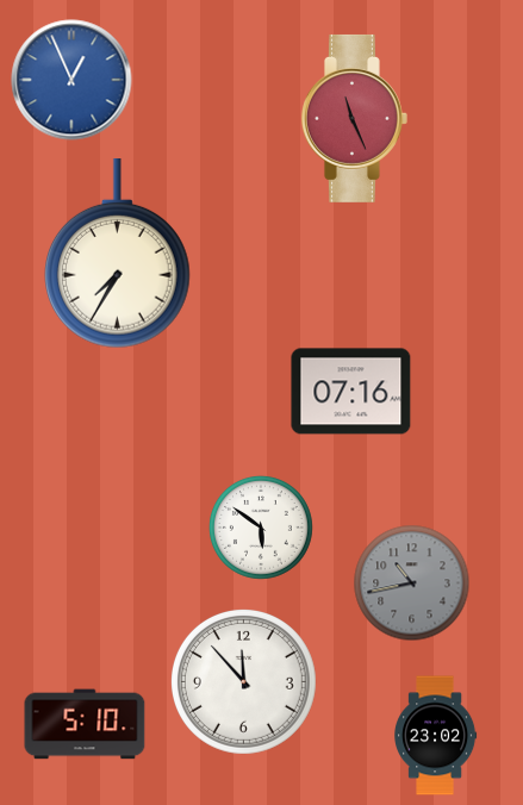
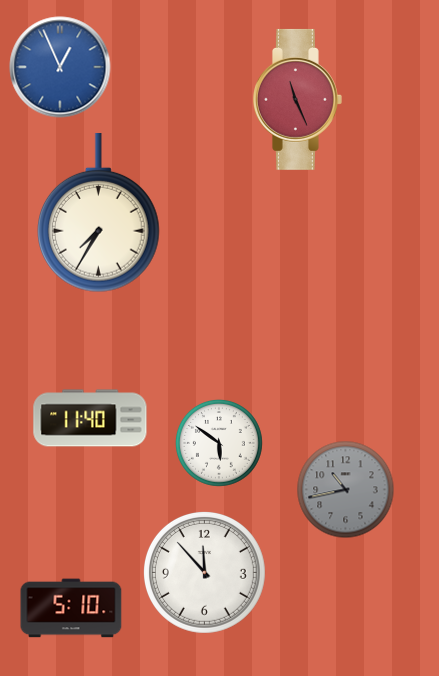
clock at (351, 392): 07:16 -> none
clock at (90, 418): none -> 11:40
clock at (436, 736): 23:02 -> none
